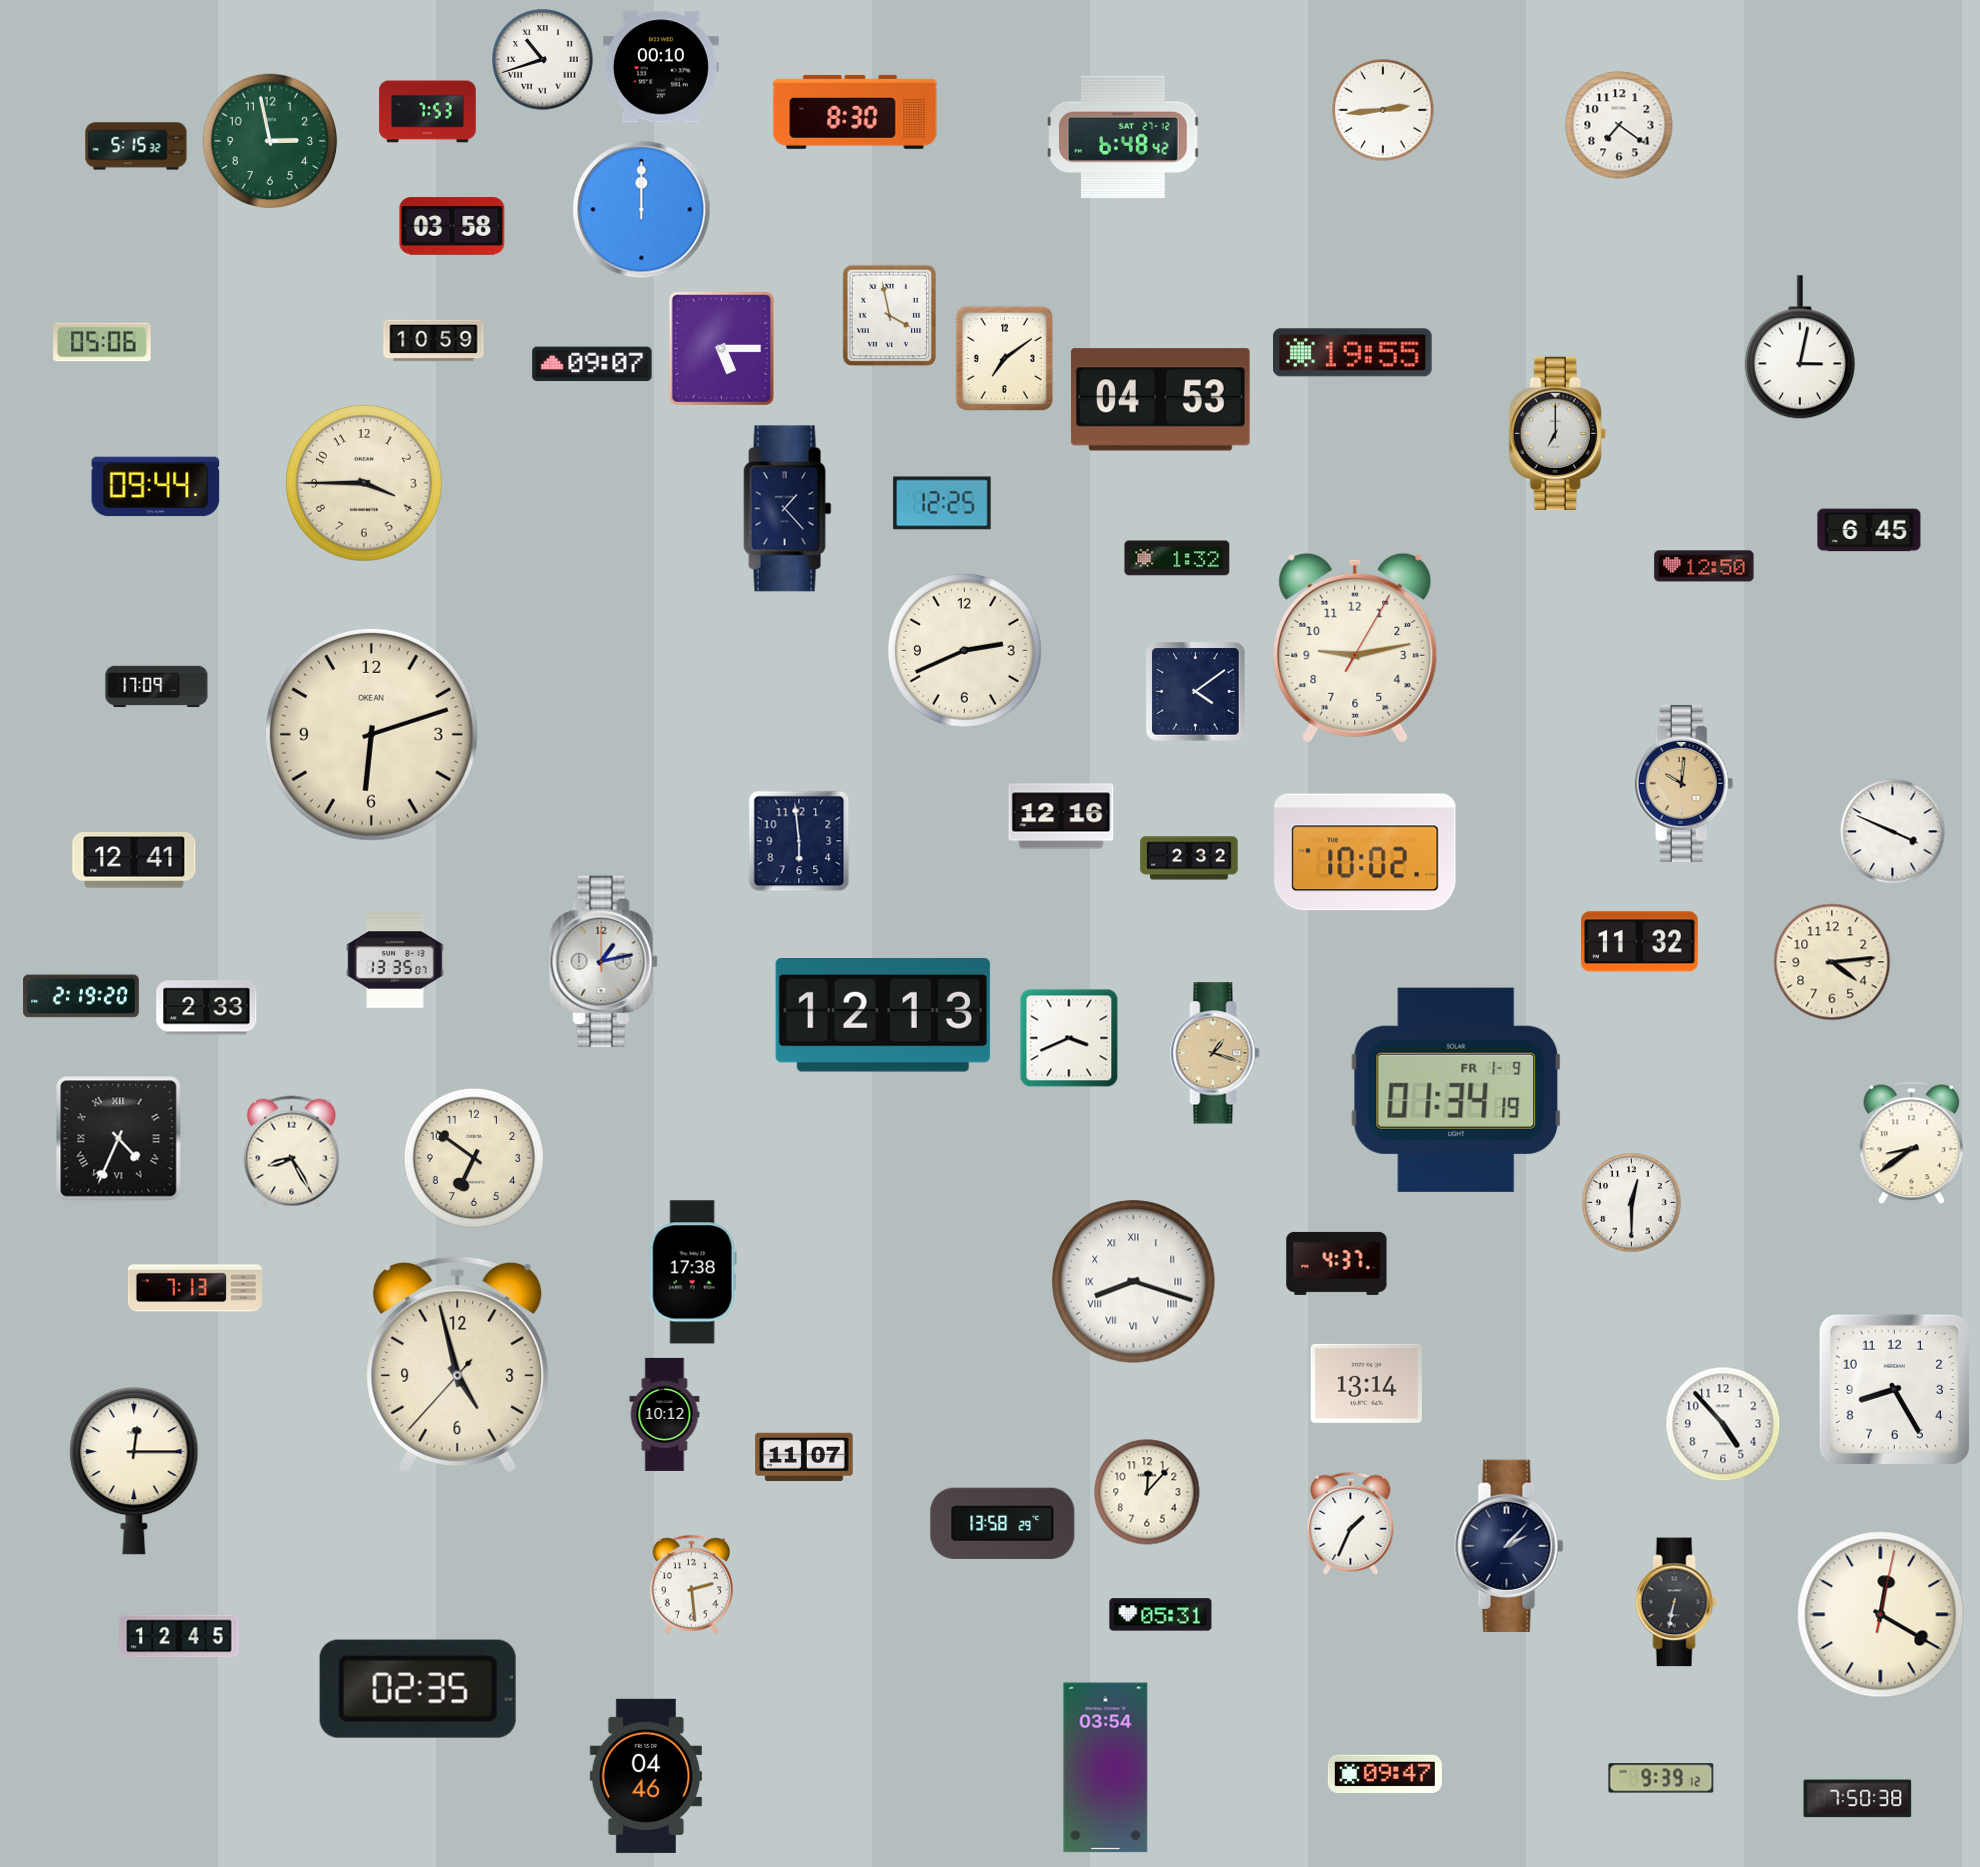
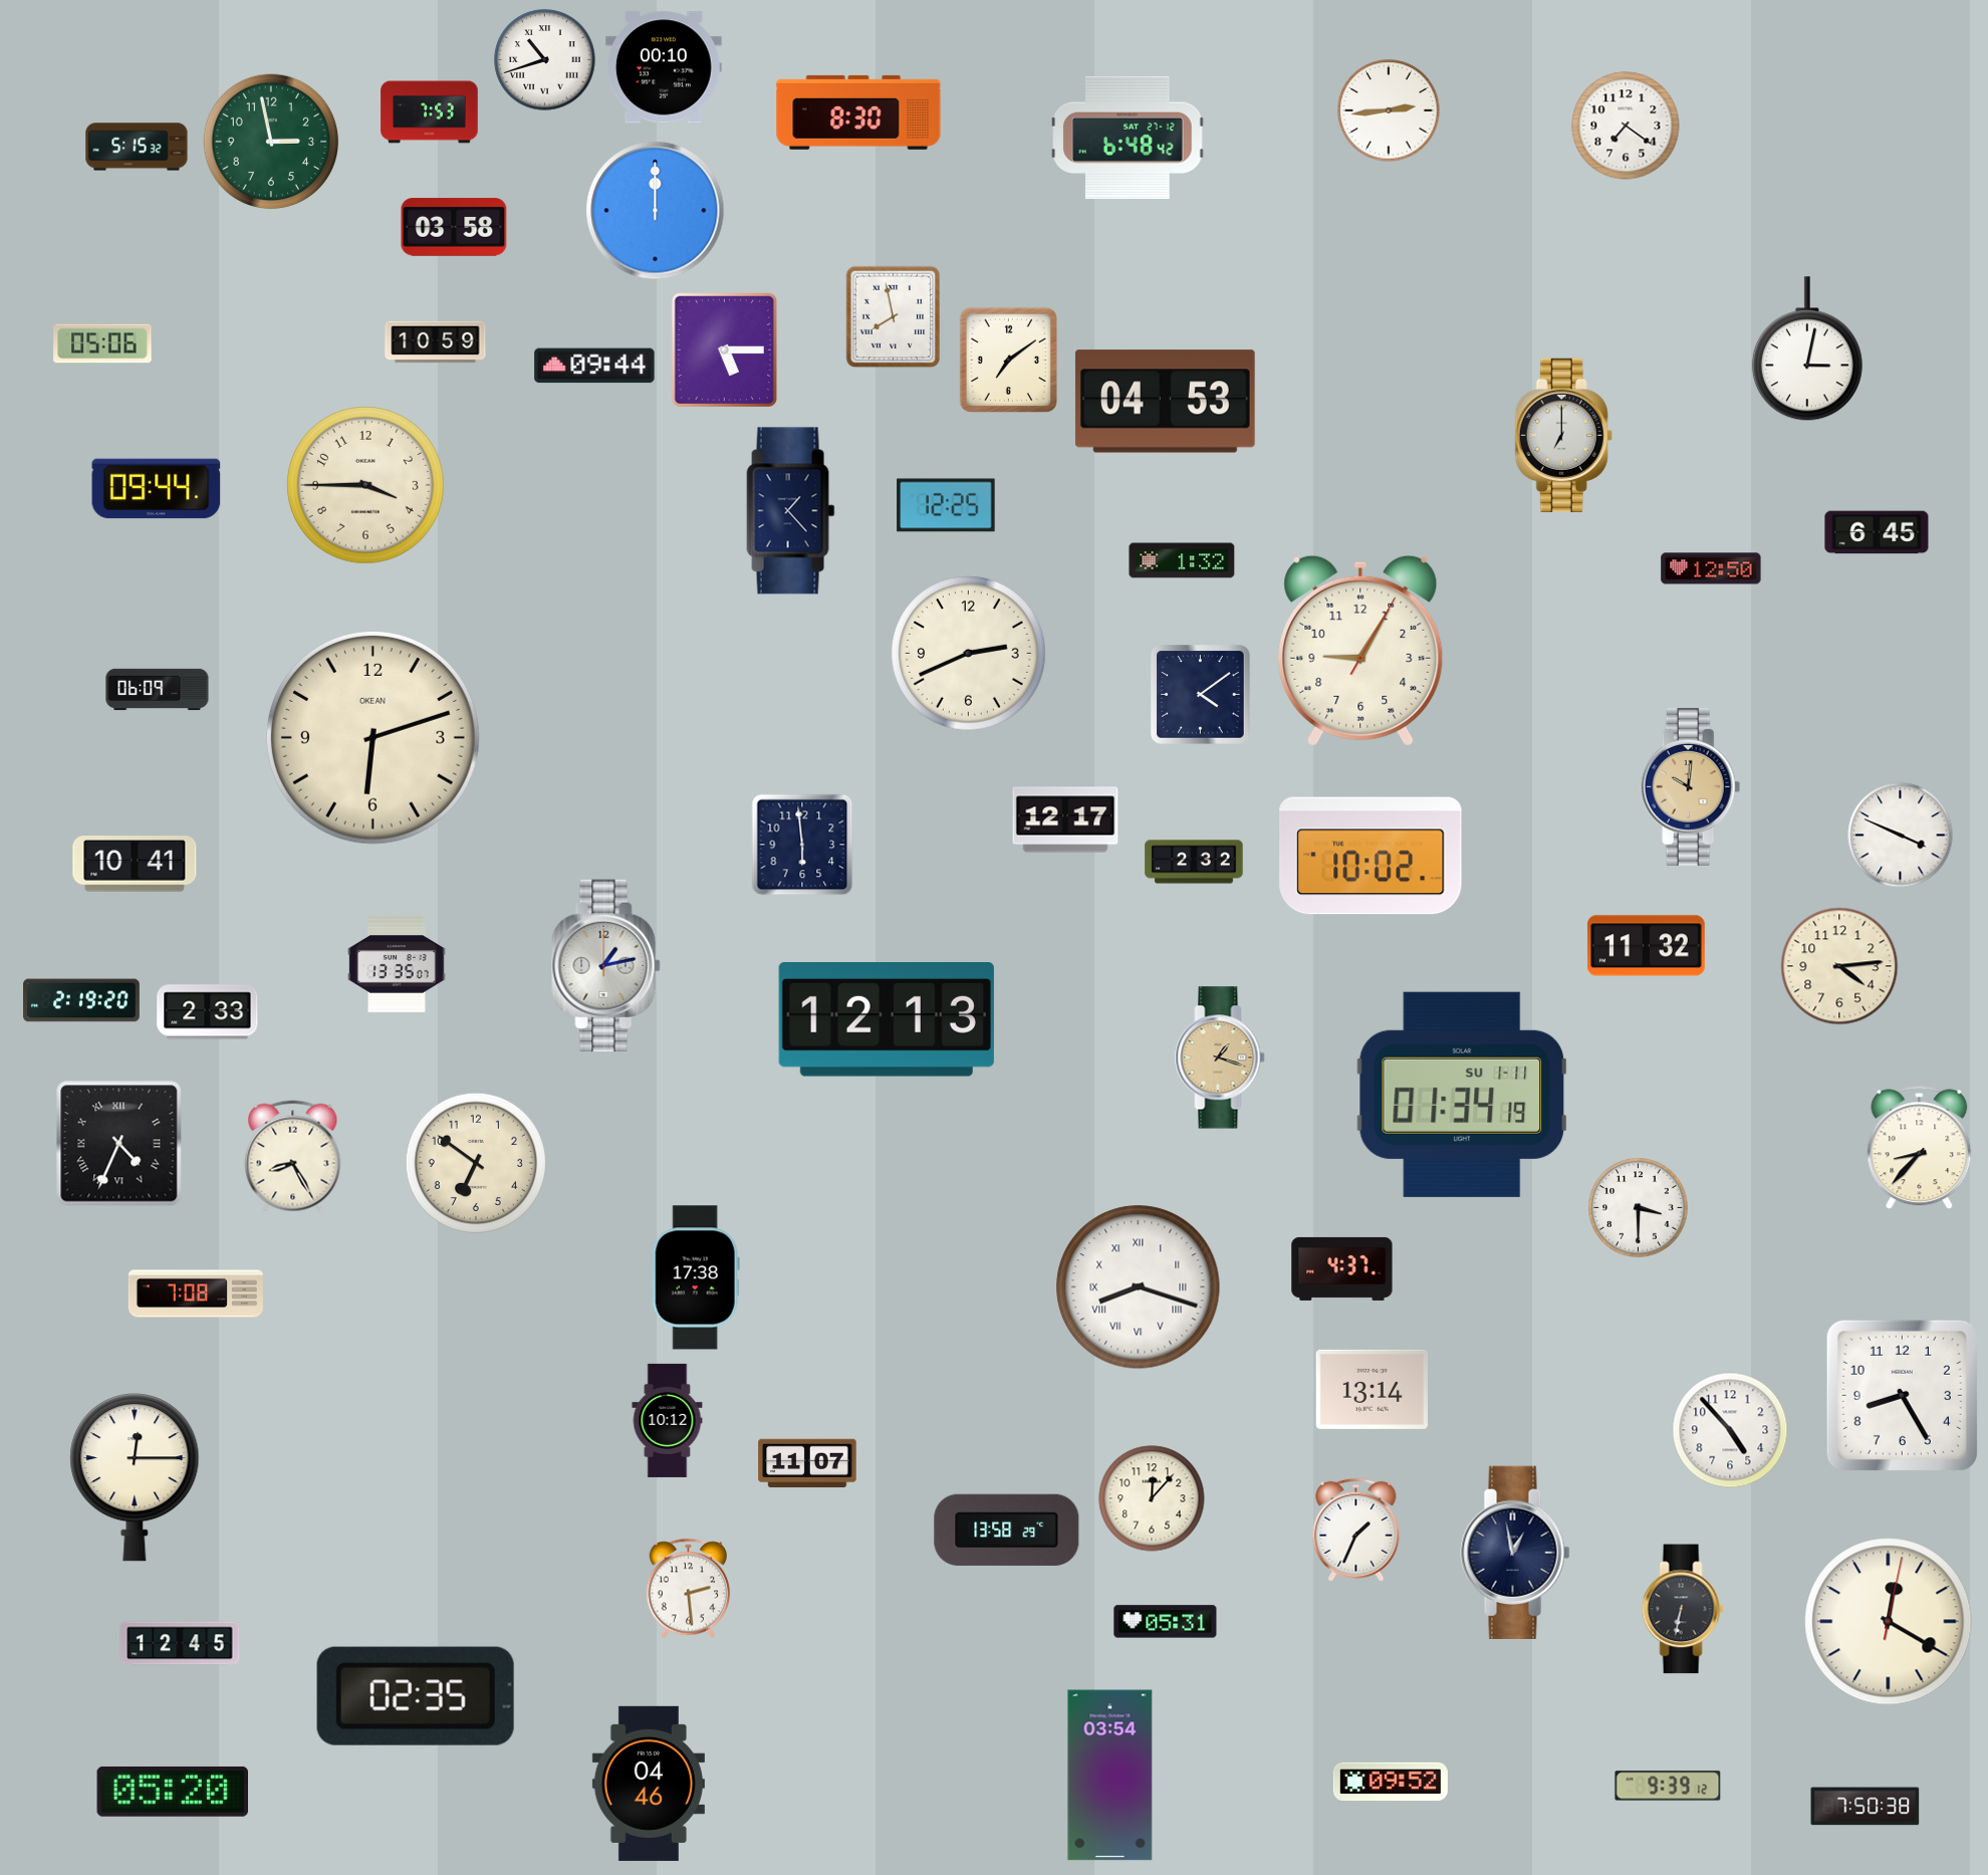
clock at (642, 210) position: (642, 210) -> (656, 211)
clock at (890, 316): 3:58 -> 7:58
clock at (1353, 353): 19:55 -> none
clock at (592, 364): 09:07 -> 09:44
clock at (1355, 648): 9:13 -> 9:05
clock at (157, 687): 17:09 -> 06:09
clock at (1061, 816): 12:16 -> 12:17
clock at (134, 860): 12:41 -> 10:41
clock at (1069, 1038): 3:41 -> none
clock at (1456, 1090) date: FR 1-9 -> SU 1-11
clock at (1912, 1143): 8:39 -> 8:37
clock at (1632, 1203): 12:30 -> 3:30
clock at (195, 1288): 7:13 -> 7:08
clock at (458, 1364): 4:57 -> none
clock at (1509, 1545): 2:07 -> 12:58
clock at (692, 1585) position: (692, 1585) -> (689, 1589)
clock at (418, 1689) position: (418, 1689) -> (416, 1696)
clock at (1385, 1773): 09:47 -> 09:52
clock at (173, 1792): none -> 05:20
